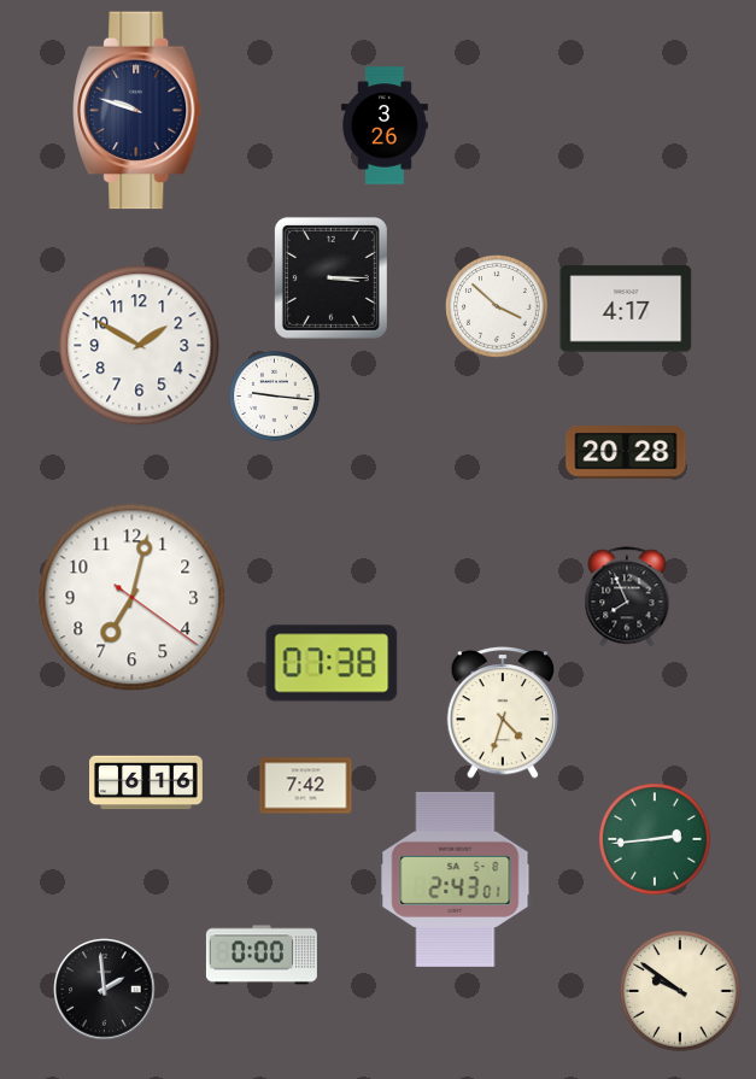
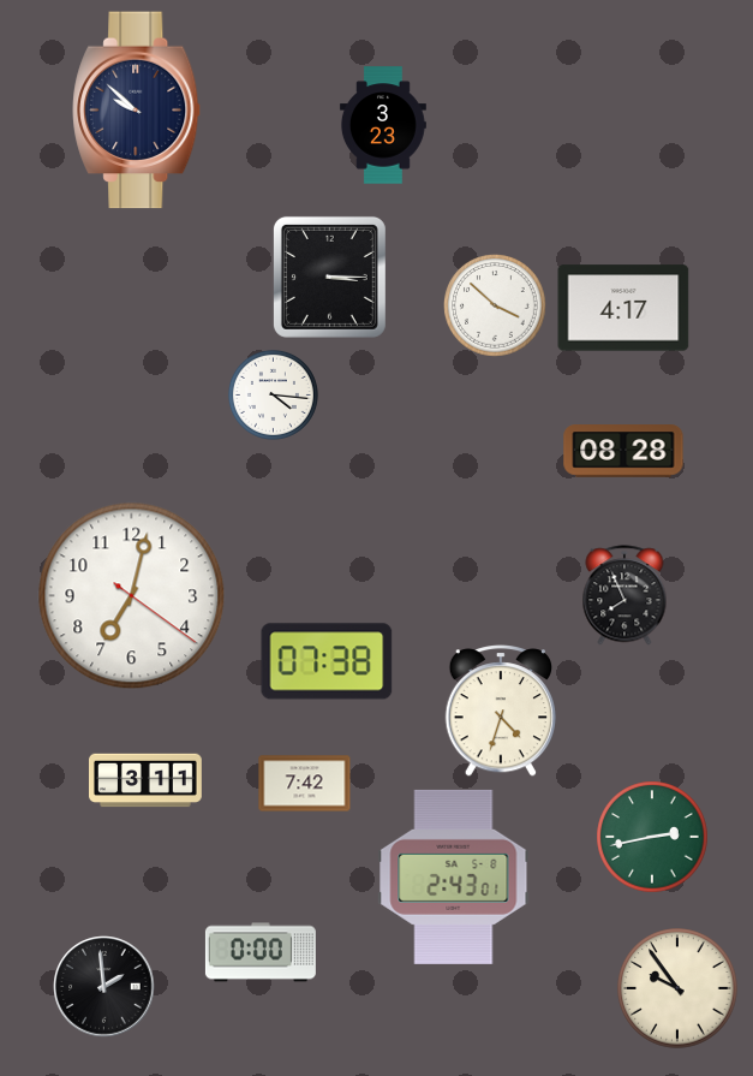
clock at (137, 111): 9:48 -> 9:52
clock at (385, 125): 3:26 -> 3:23
clock at (140, 346): 1:50 -> none
clock at (274, 395): 9:16 -> 4:16
clock at (626, 452): 20:28 -> 08:28
clock at (332, 663) position: (332, 663) -> (327, 661)
clock at (147, 782): 6:16 -> 3:11
clock at (655, 839): 2:44 -> 2:43
clock at (680, 991): 9:51 -> 9:54
